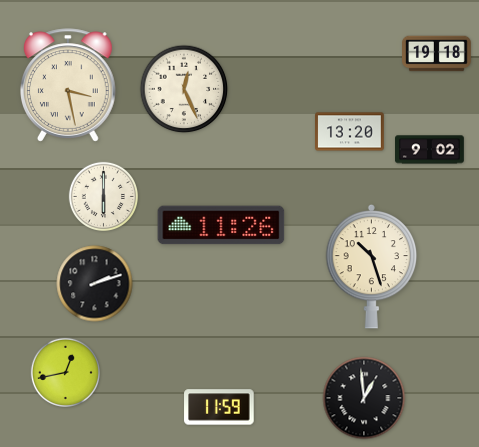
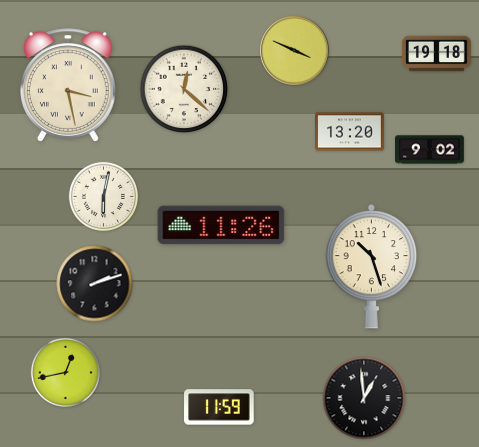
clock at (295, 51): none -> 3:49
clock at (184, 89): 12:26 -> 12:22
clock at (103, 196): 6:00 -> 6:02
